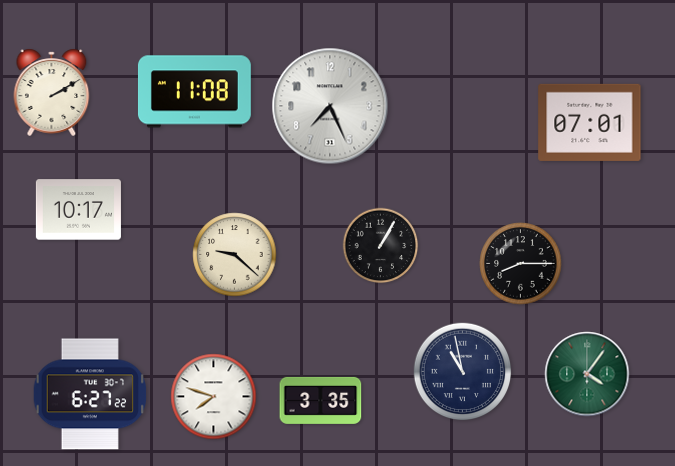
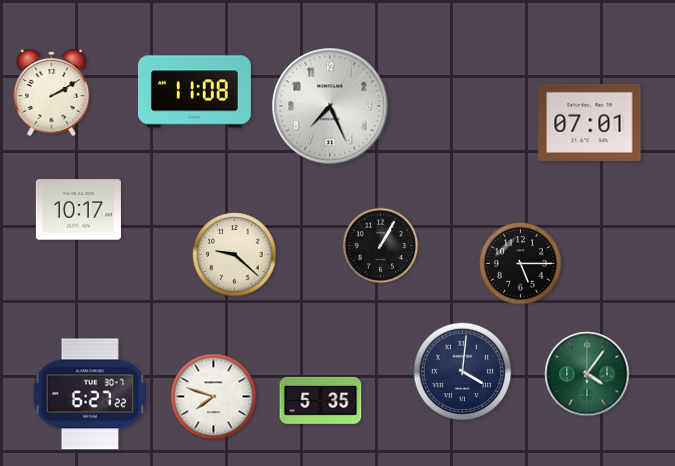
clock at (521, 264): 8:15 -> 5:15
clock at (463, 372): 10:58 -> 4:01
clock at (321, 400): 3:35 -> 5:35
